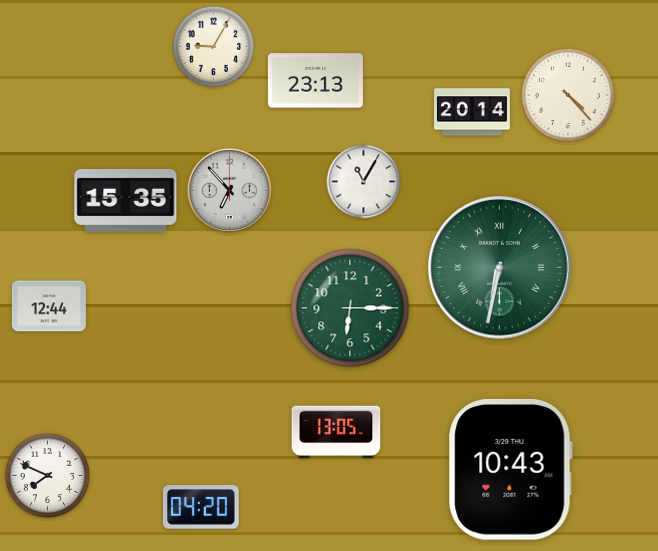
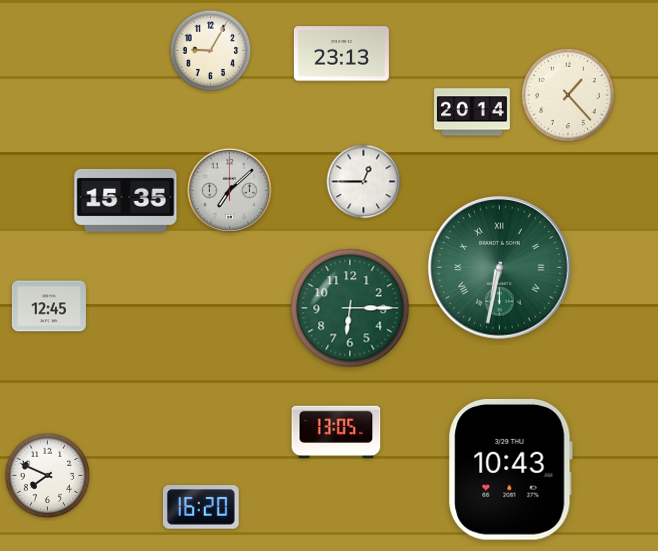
clock at (214, 47) position: (214, 47) -> (211, 51)
clock at (315, 81) position: (315, 81) -> (341, 54)
clock at (568, 95): 4:23 -> 1:23
clock at (364, 182): 11:05 -> 12:45
clock at (229, 190): 6:53 -> 7:08
clock at (49, 306): 12:44 -> 12:45
clock at (201, 507): 04:20 -> 16:20
